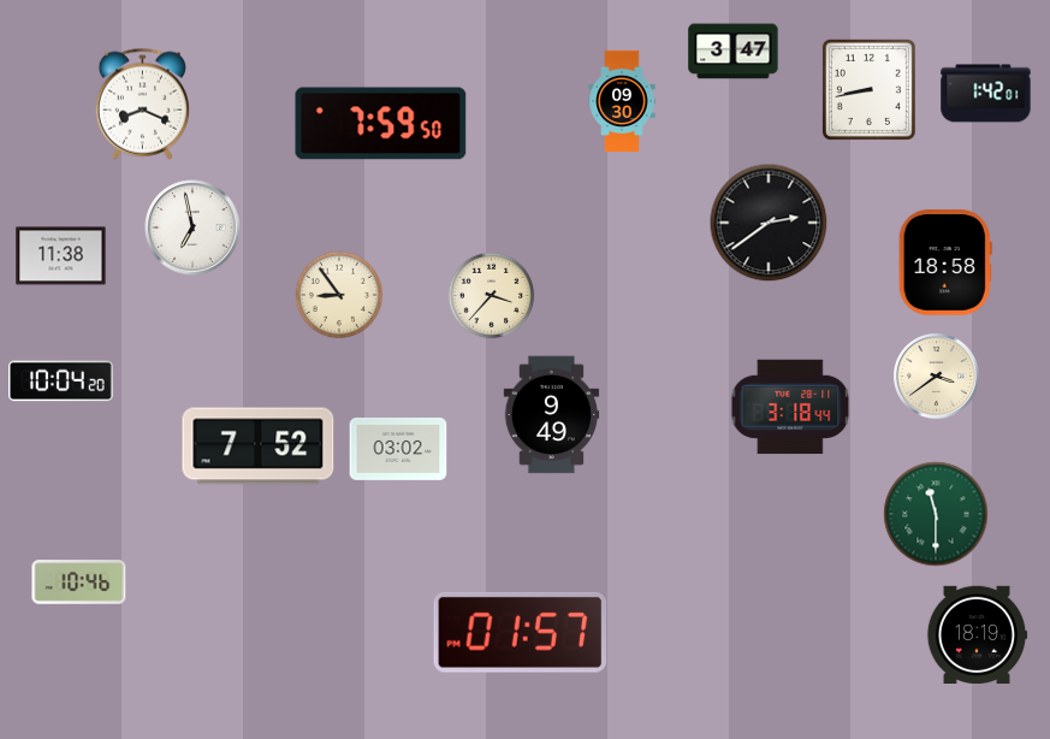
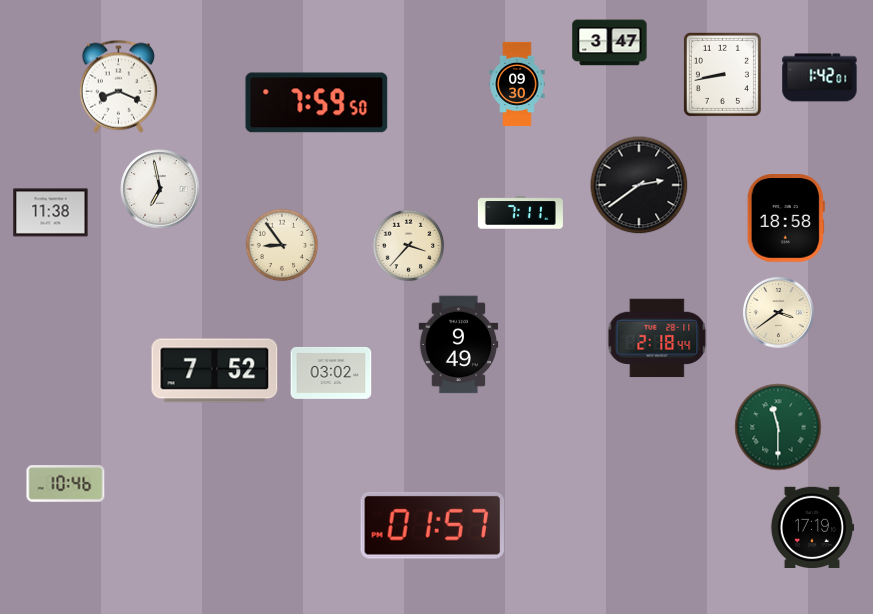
clock at (520, 213): none -> 7:11
clock at (61, 382): 10:04 -> none
clock at (790, 407): 3:18 -> 2:18
clock at (977, 634): 18:19 -> 17:19
